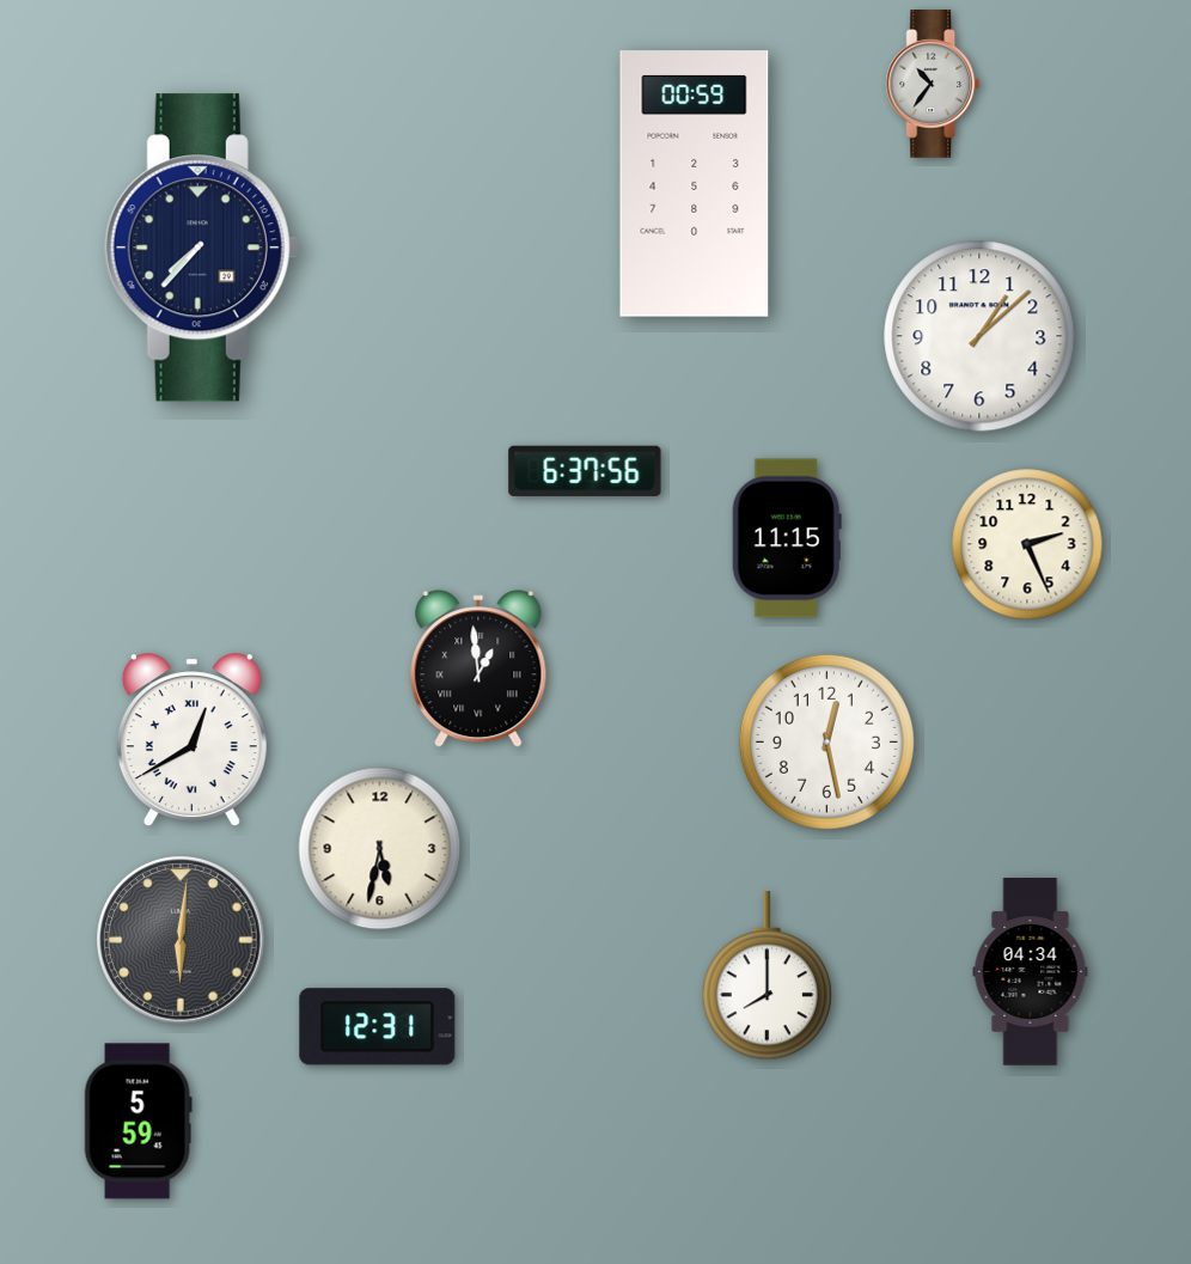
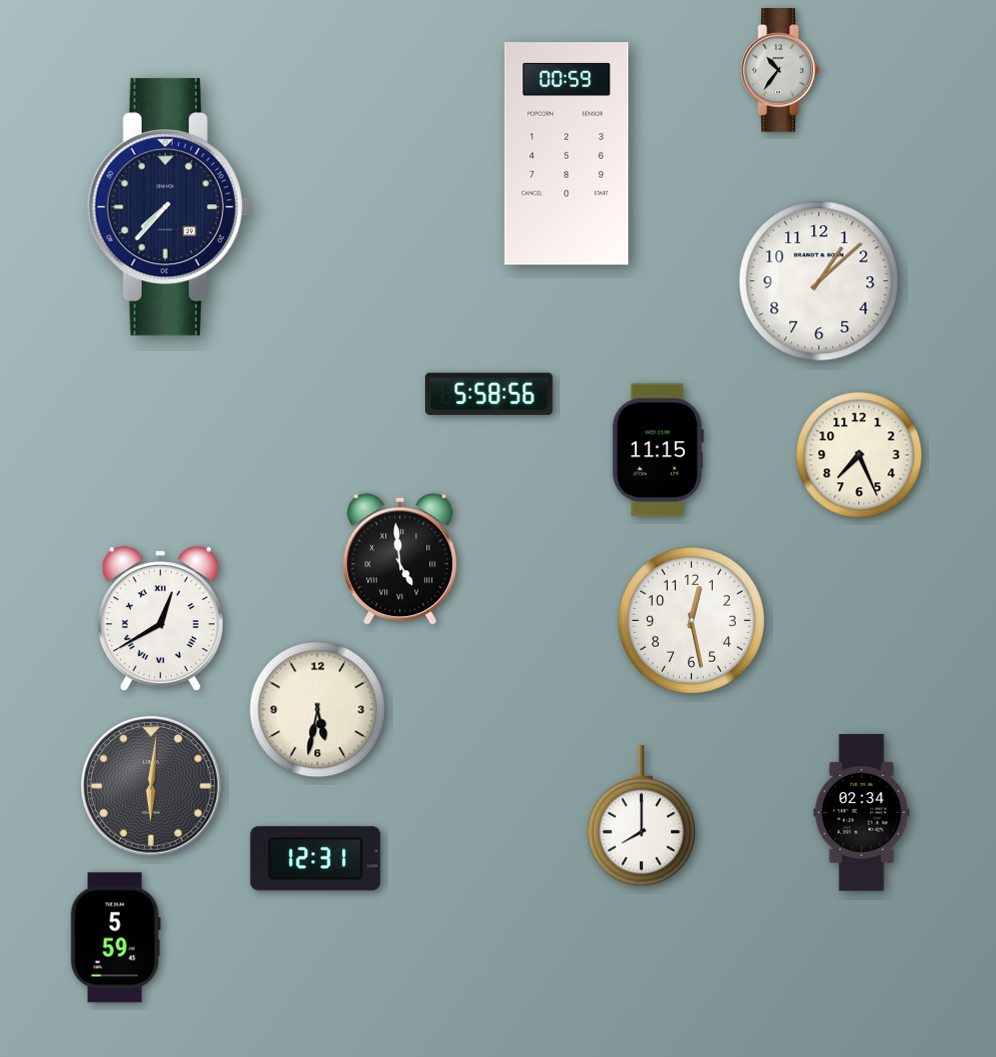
clock at (695, 184) position: (695, 184) -> (567, 154)
clock at (585, 471): 6:37 -> 5:58
clock at (1027, 544): 2:26 -> 7:26
clock at (478, 668): 12:59 -> 4:59
clock at (1031, 972): 04:34 -> 02:34
